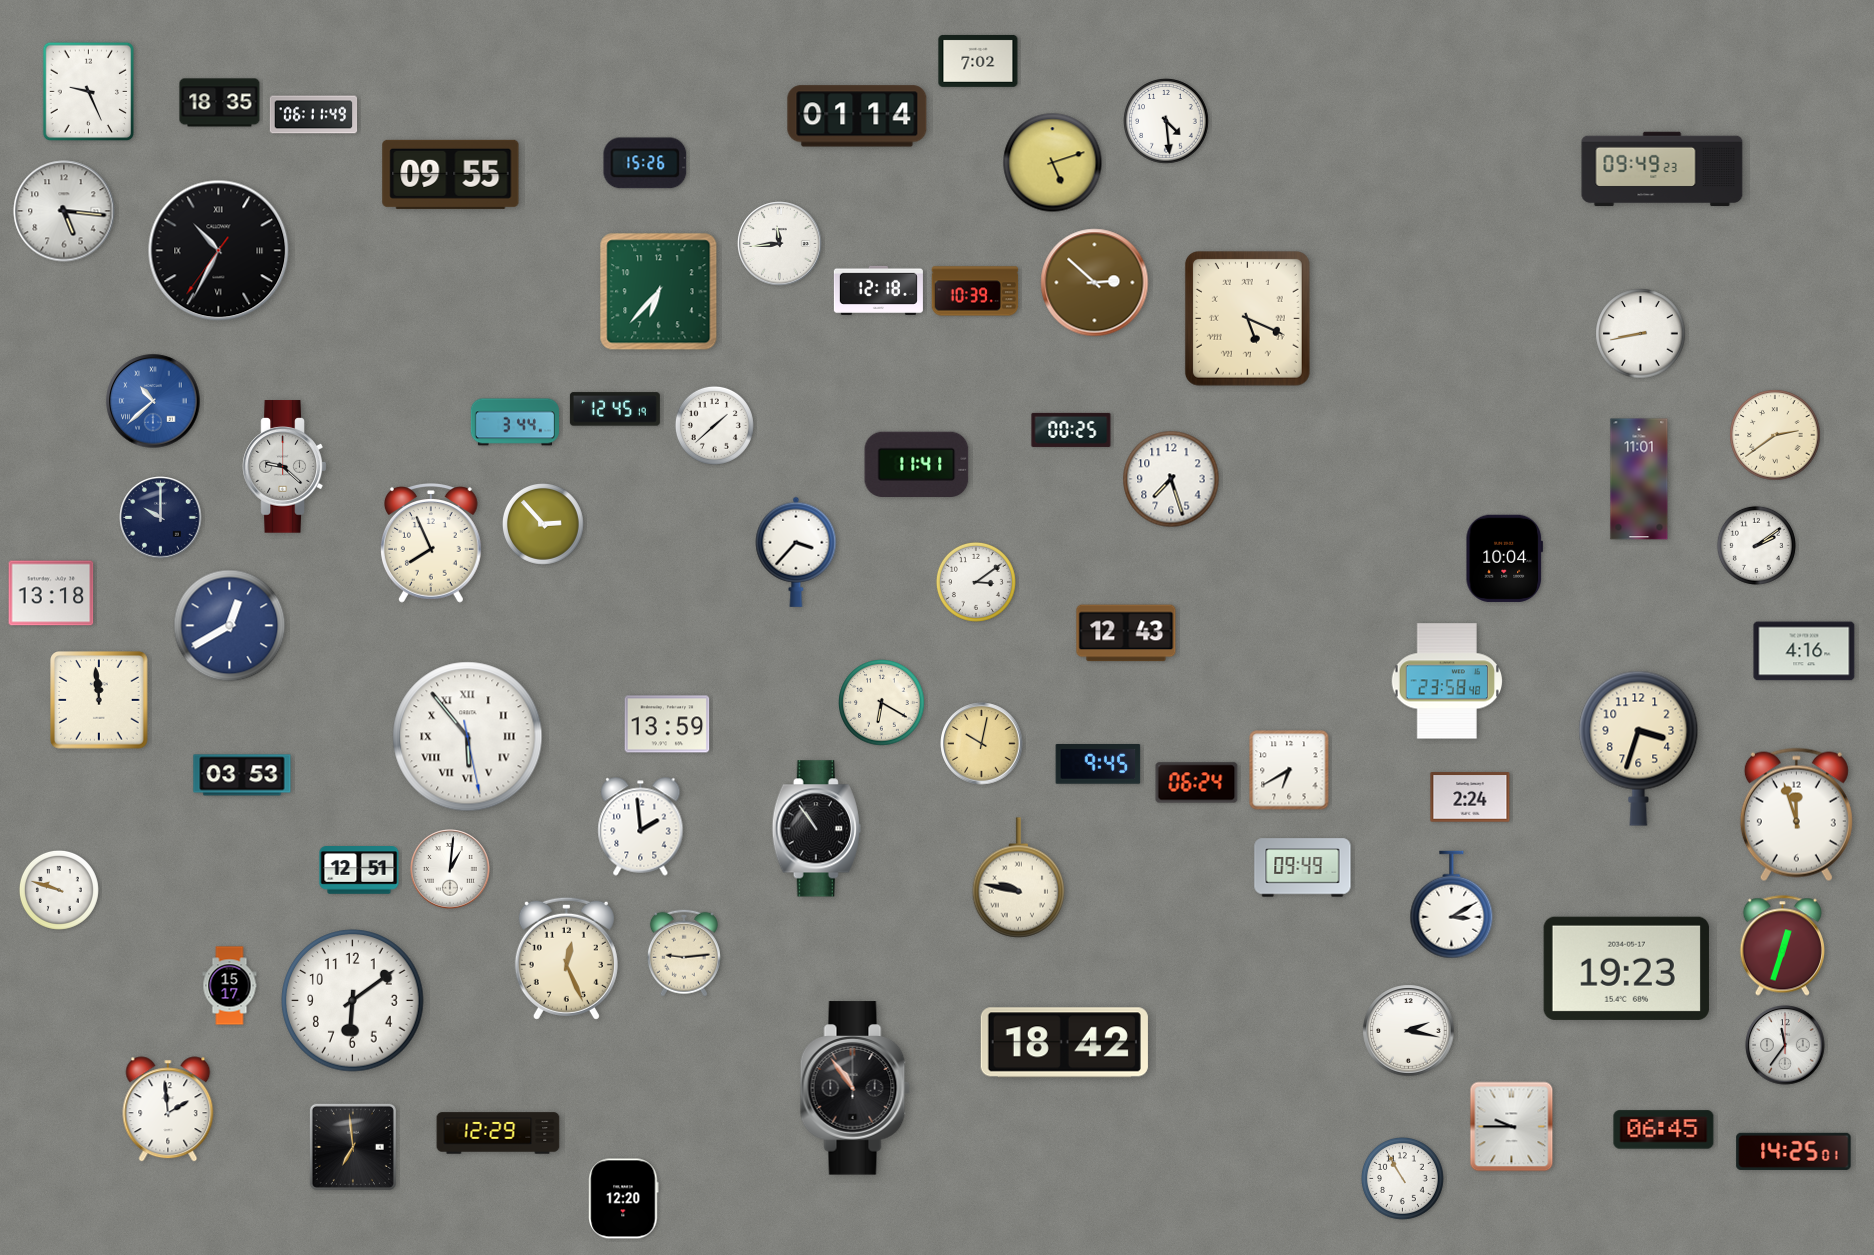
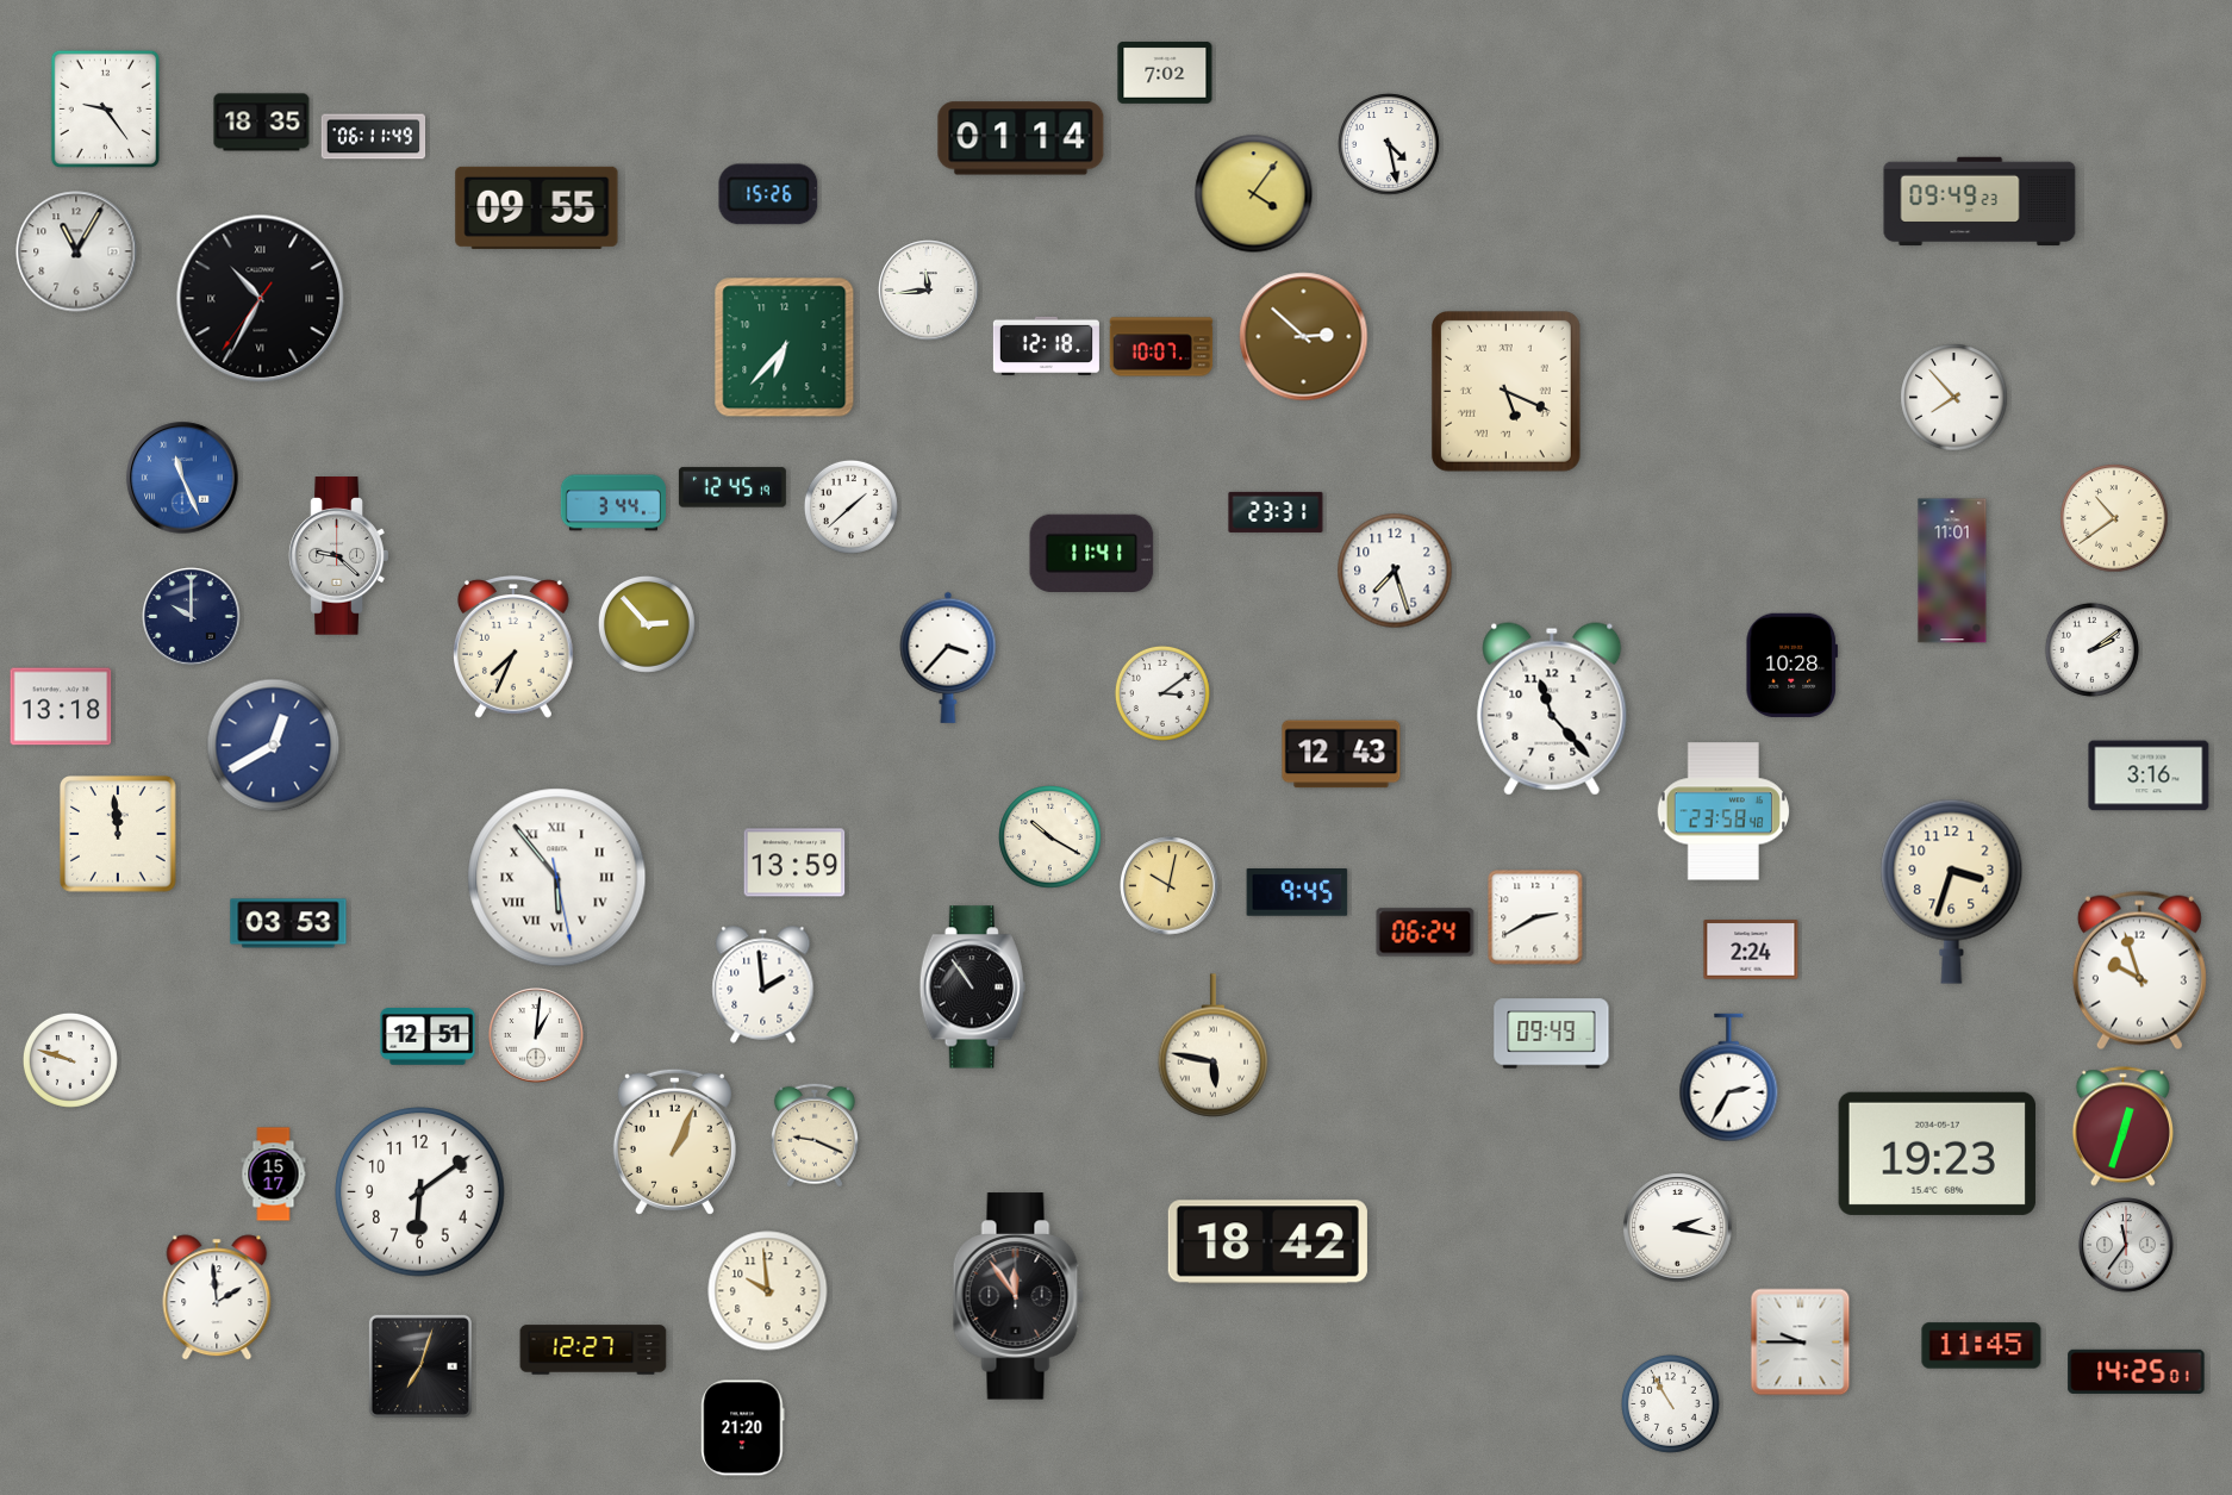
clock at (89, 92): 9:26 -> 9:24
clock at (1166, 121): 4:29 -> 4:28
clock at (1053, 163): 5:12 -> 4:06
clock at (64, 211): 5:16 -> 11:05
clock at (975, 291): 10:39 -> 10:07
clock at (1247, 318) position: (1247, 318) -> (1505, 391)
clock at (1641, 334): 8:43 -> 7:53
clock at (153, 401): 10:38 -> 11:26
clock at (1071, 430): 00:25 -> 23:31
clock at (1775, 435): 2:39 -> 10:39
clock at (432, 543): 7:56 -> 7:34
clock at (1504, 558): 10:04 -> 10:28
clock at (1552, 709): none -> 11:23
clock at (1804, 651): 4:16 -> 3:16
clock at (882, 703): 6:20 -> 10:20
clock at (1098, 765) position: (1098, 765) -> (1297, 893)
clock at (1289, 770): 6:40 -> 2:40
clock at (1796, 815): 11:57 -> 9:57
clock at (1019, 878): 9:47 -> 5:47
clock at (1452, 905): 3:10 -> 2:35
clock at (684, 953): 9:14 -> 9:19
clock at (566, 958): 12:26 -> 1:04
clock at (768, 1291): none -> 9:59
clock at (855, 1088): 10:54 -> 11:54
clock at (168, 1109) position: (168, 1109) -> (217, 1297)
clock at (1664, 1130): 06:45 -> 11:45
clock at (498, 1133): 12:29 -> 12:27
clock at (353, 1147): 6:59 -> 7:03
clock at (624, 1199): 12:20 -> 21:20
